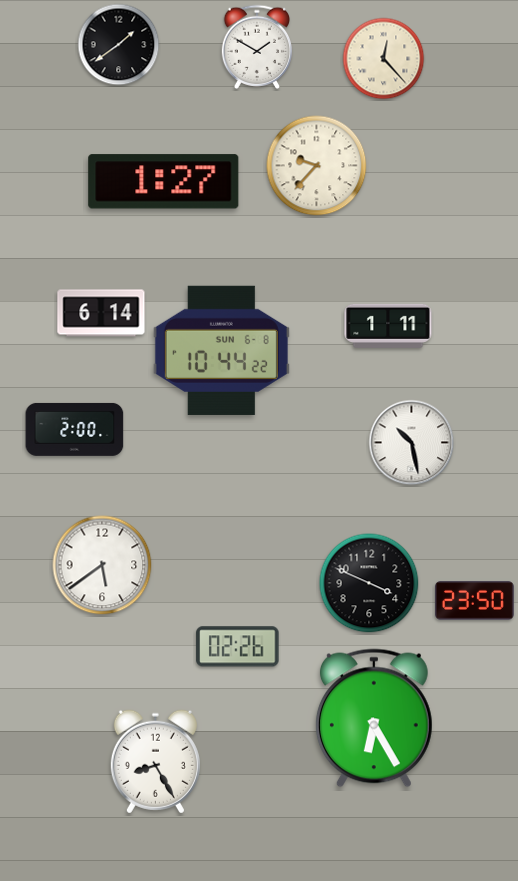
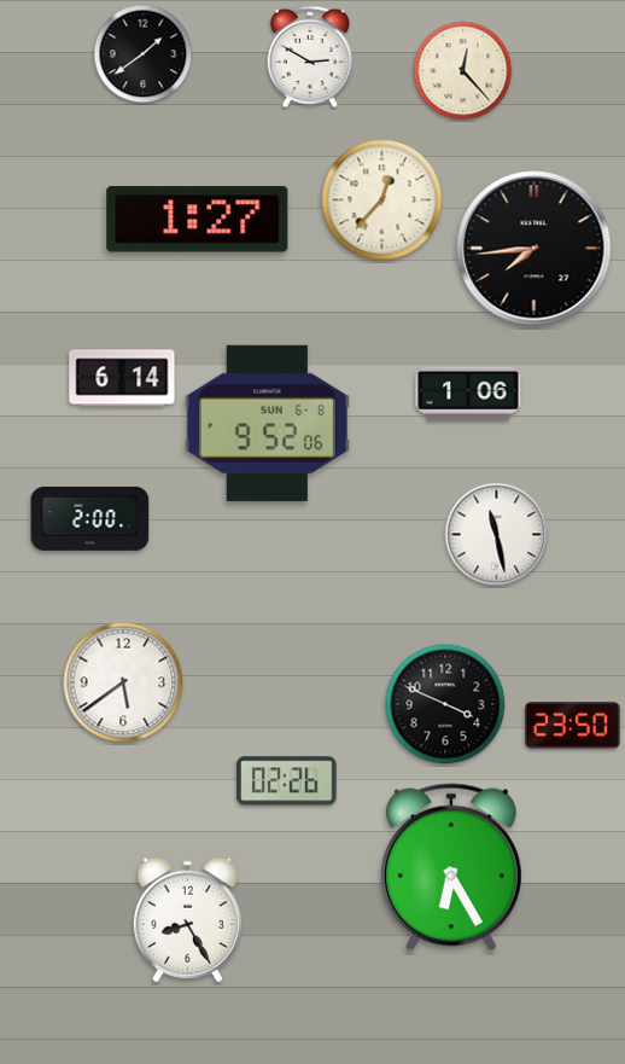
clock at (257, 47): 1:50 -> 2:50
clock at (317, 166): 9:37 -> 12:37
clock at (535, 249): none -> 7:44
clock at (388, 326): 1:11 -> 1:06
clock at (221, 350): 10:44 -> 9:52
clock at (412, 443): 10:28 -> 11:28
